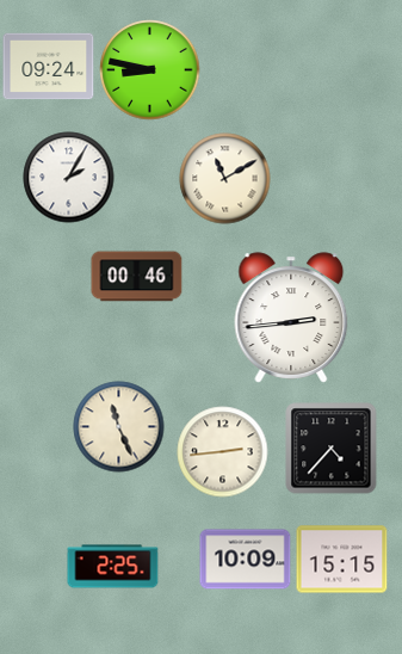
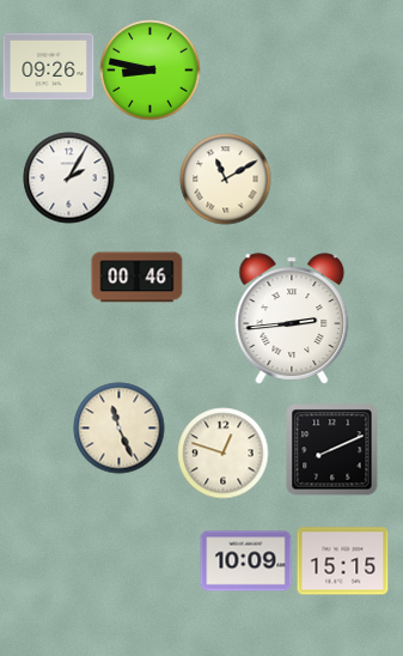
clock at (49, 67): 09:24 -> 09:26
clock at (332, 449): 4:37 -> 8:11
clock at (223, 452): 2:44 -> 12:48
clock at (113, 567): 2:25 -> none
